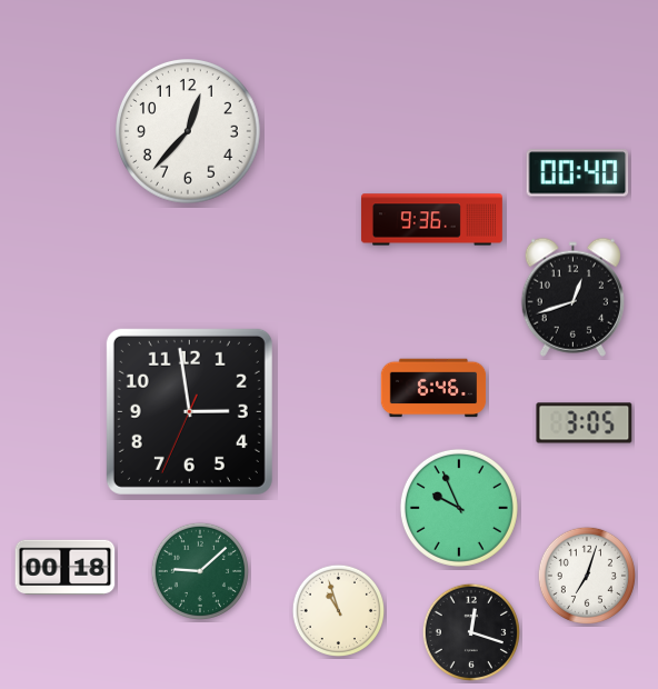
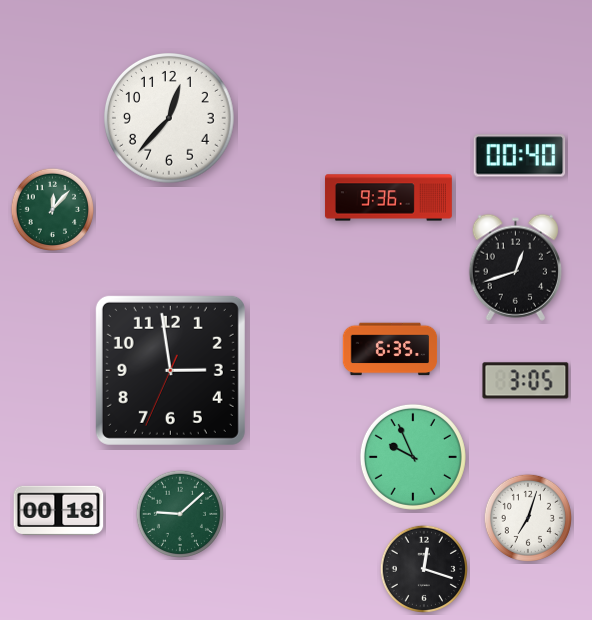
clock at (52, 209): none -> 12:07
clock at (433, 388): 6:46 -> 6:35
clock at (338, 610): 10:57 -> none
